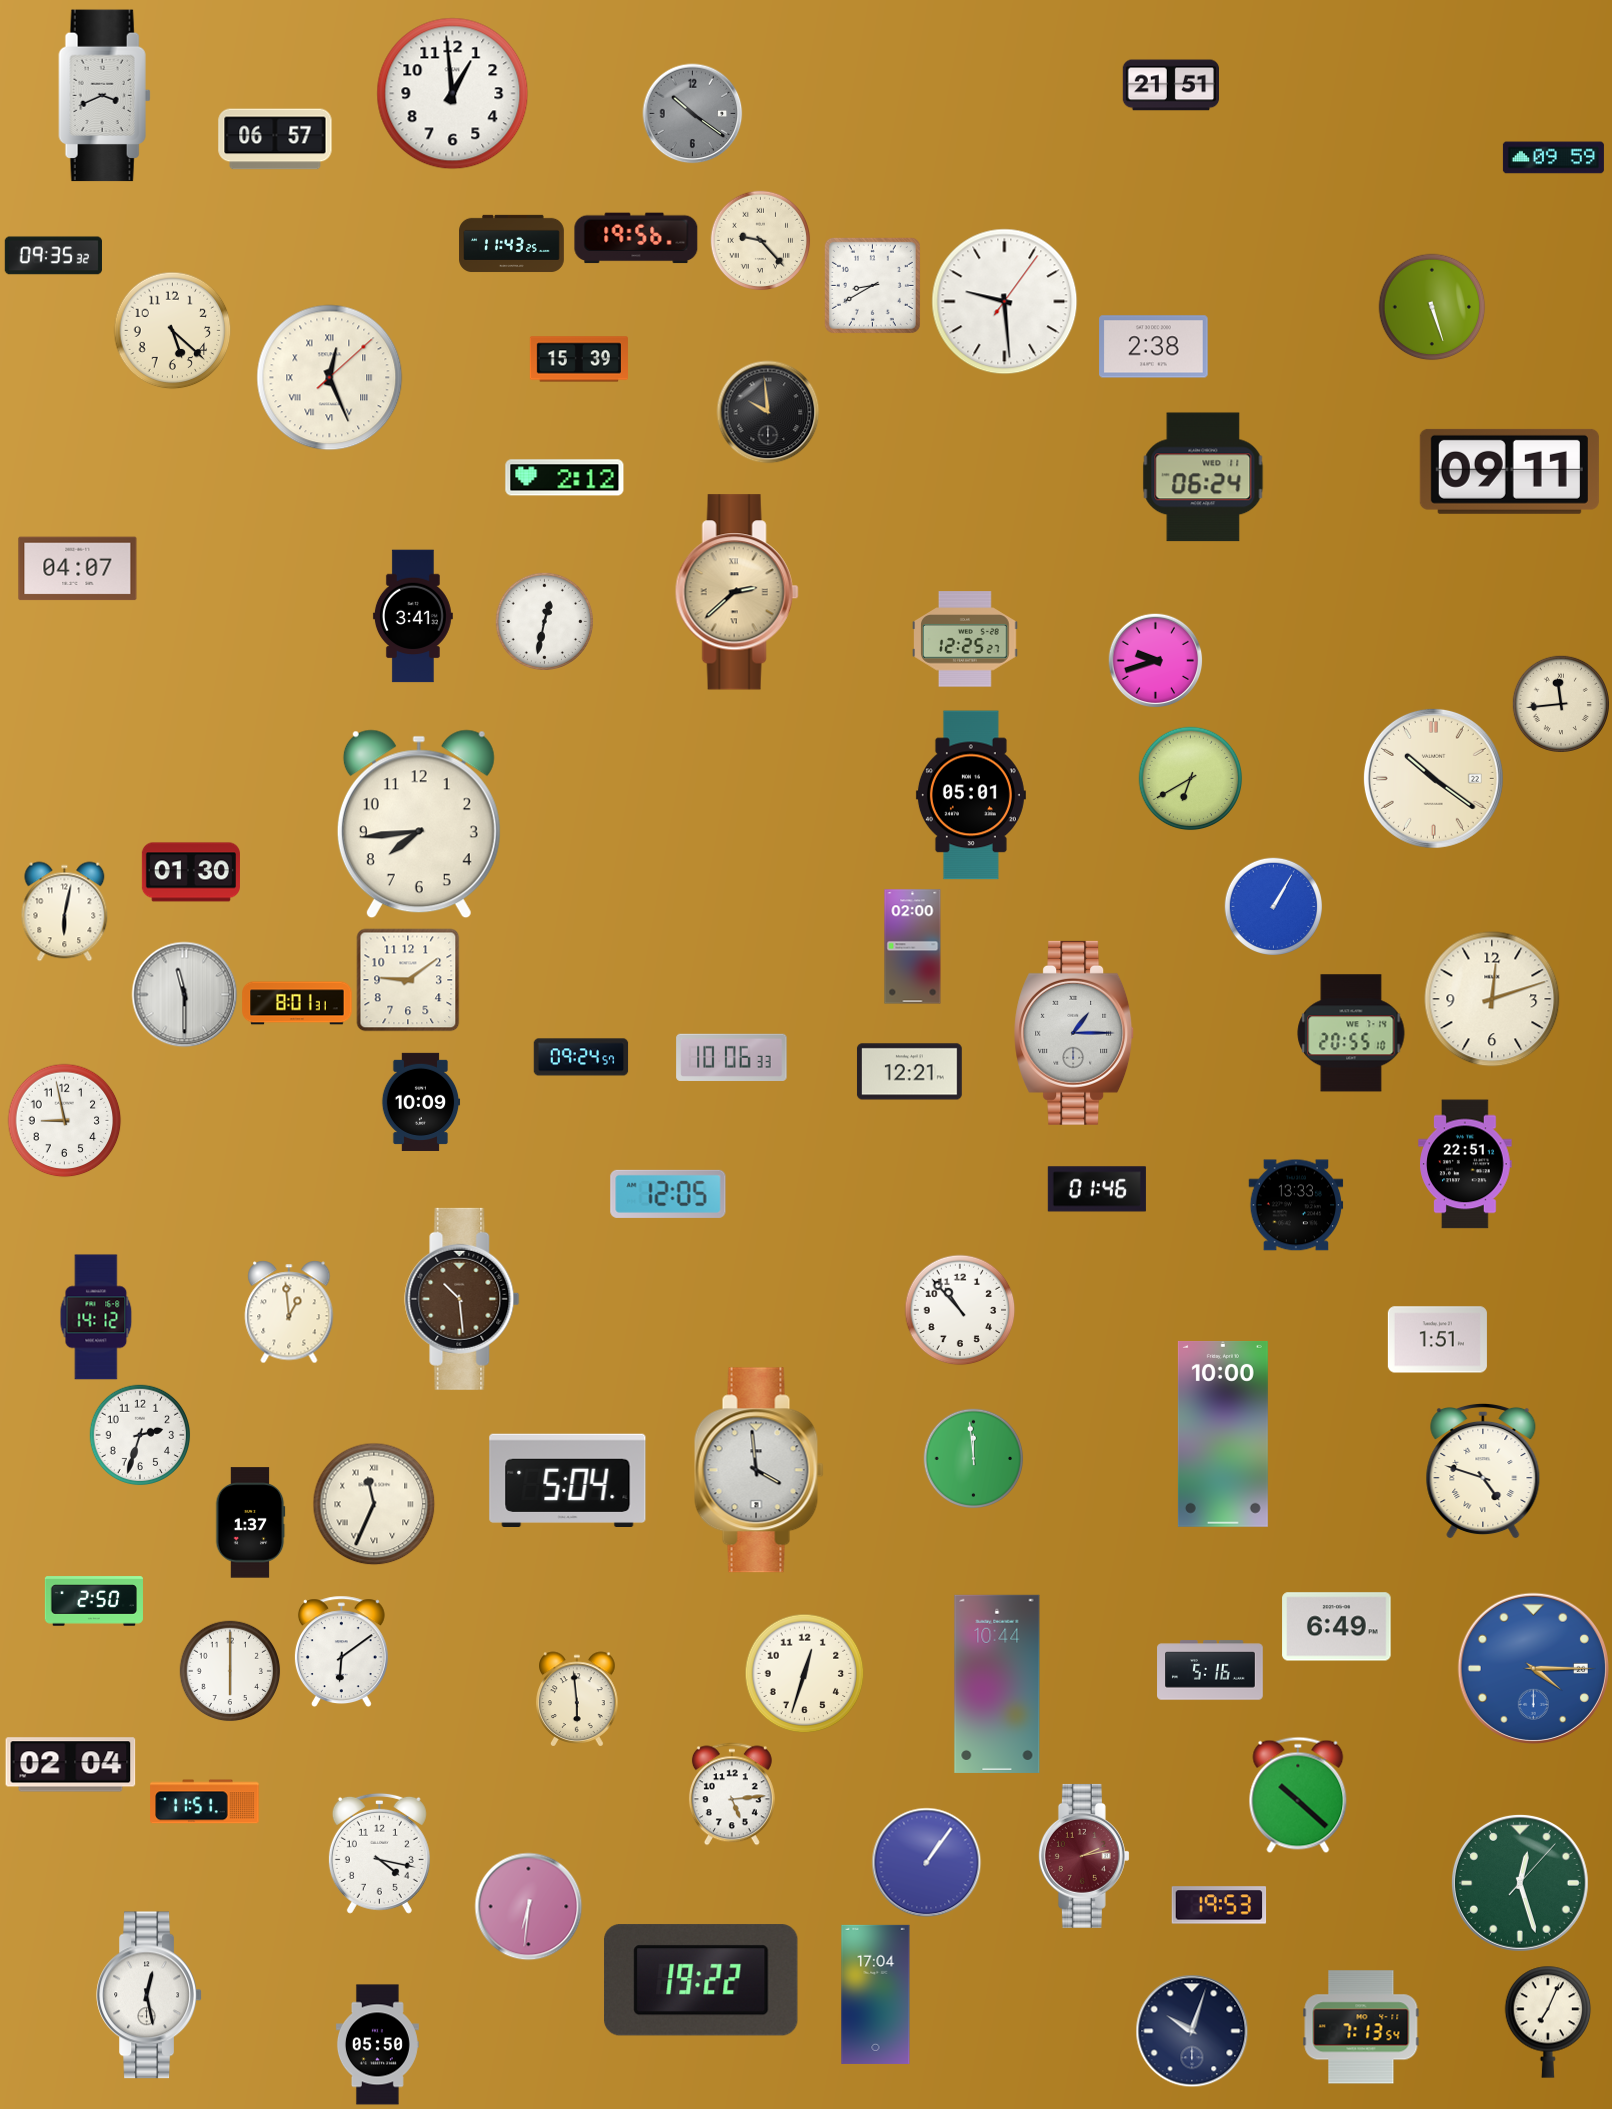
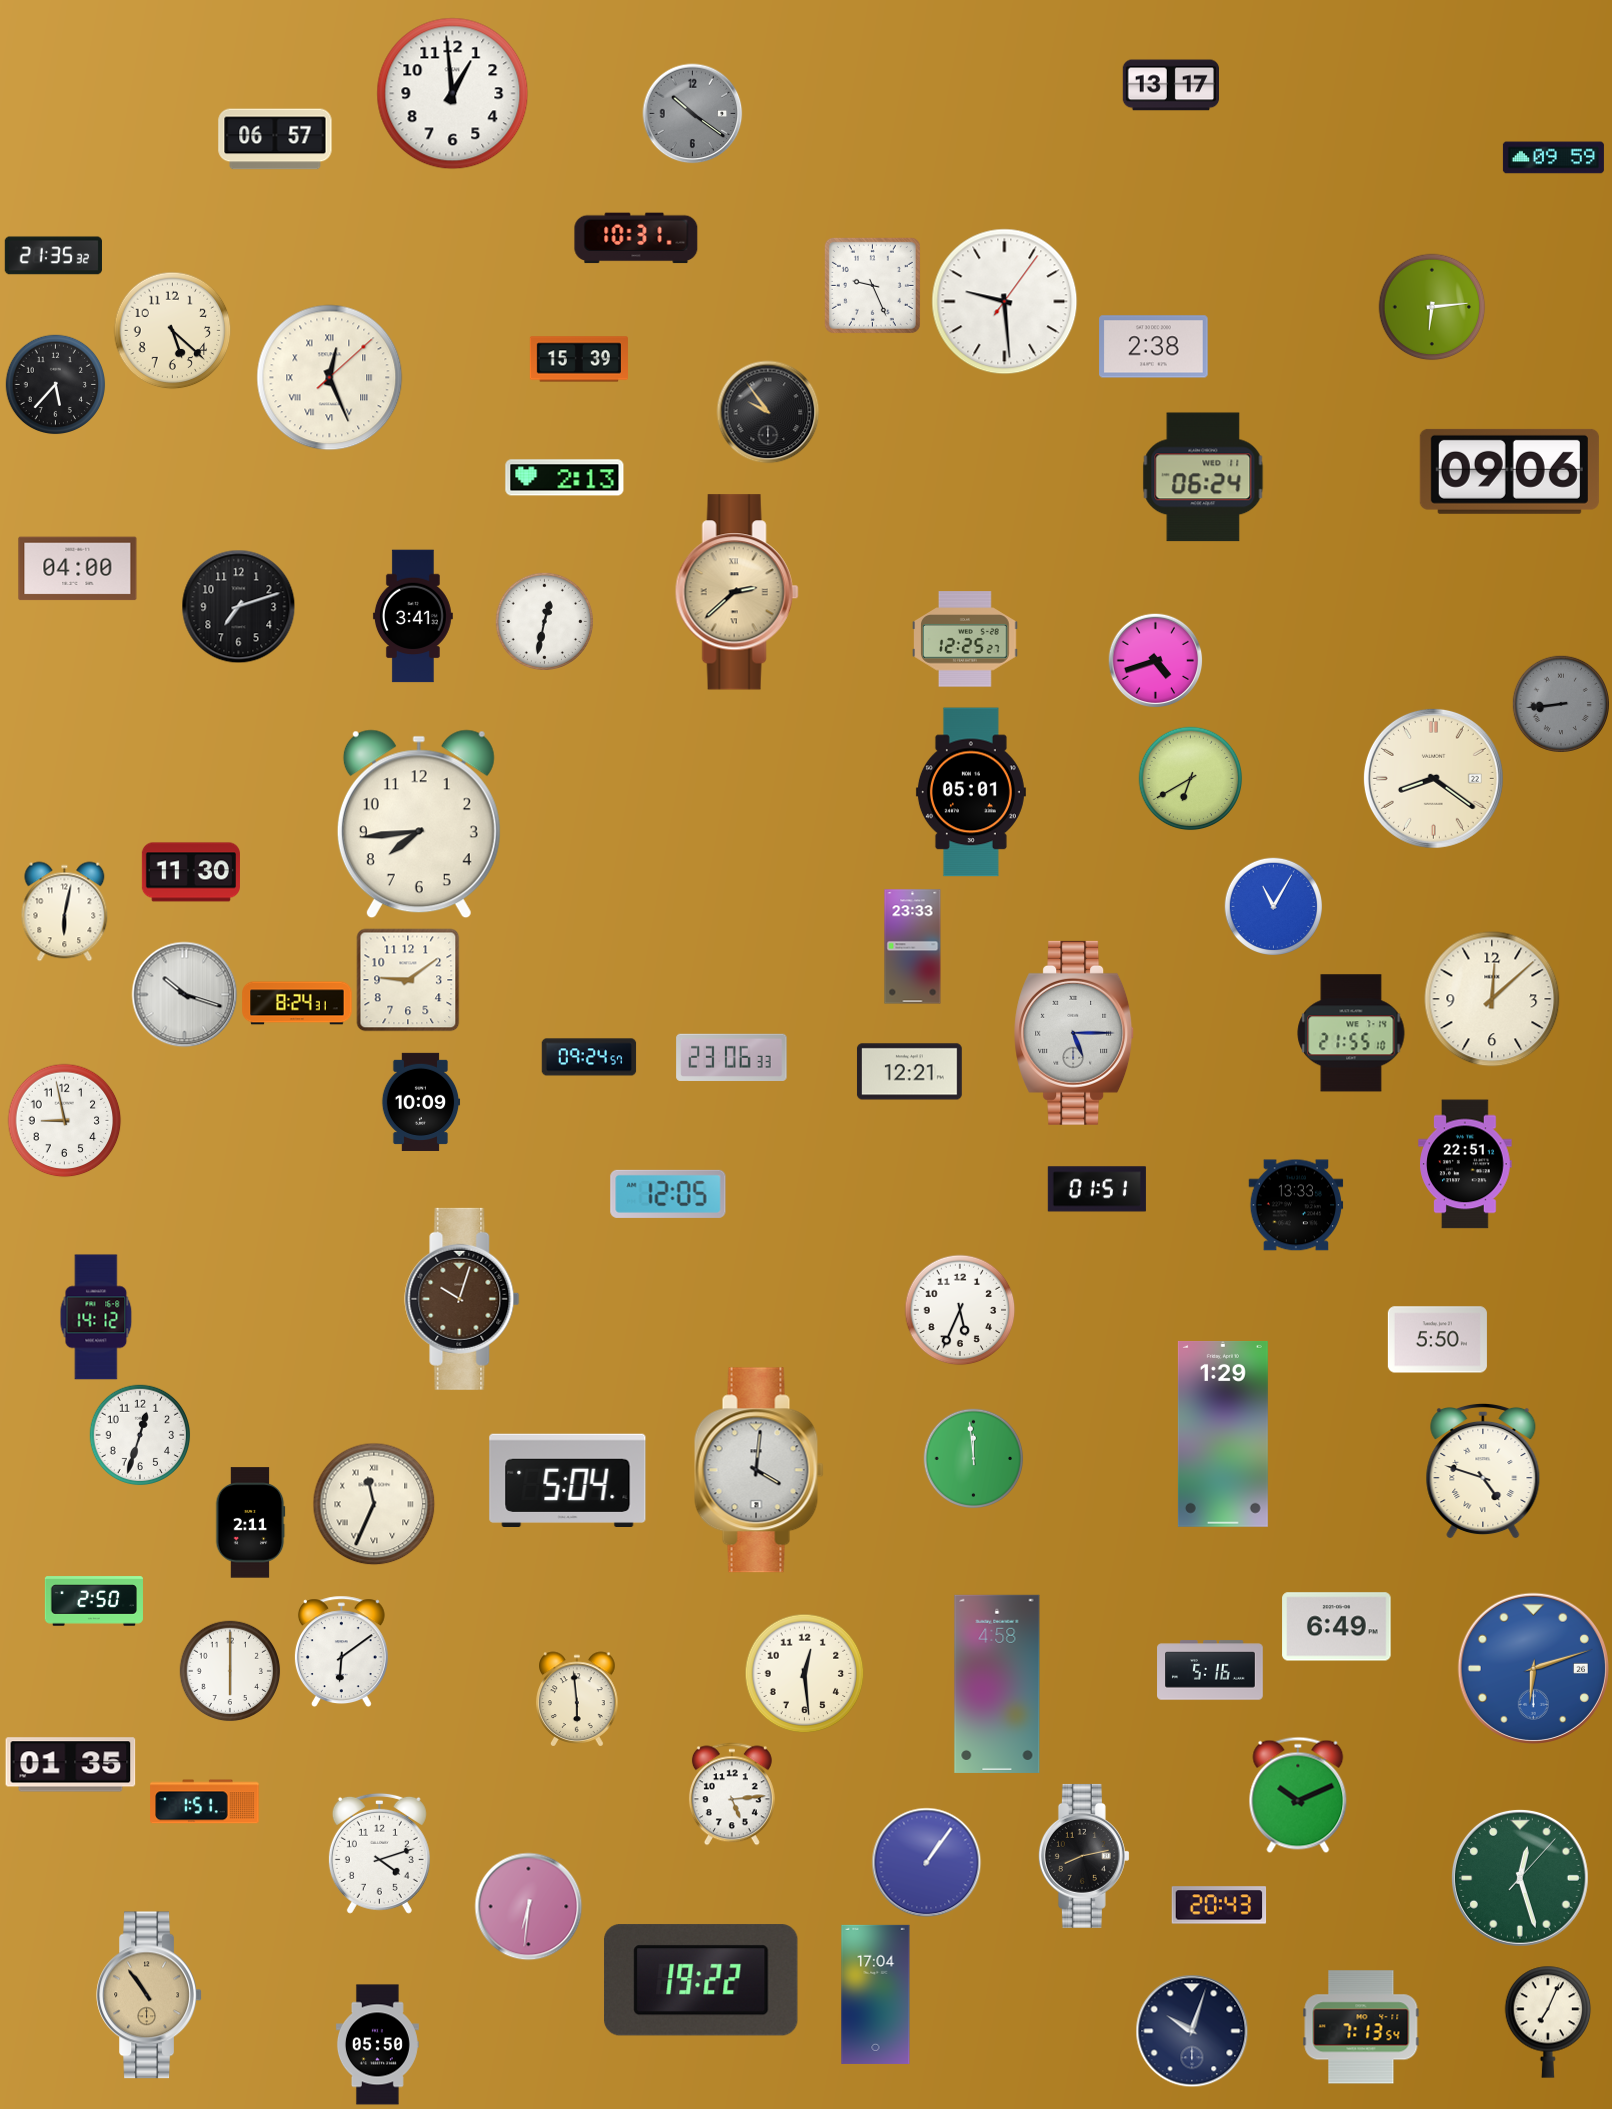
clock at (1170, 85): 21:51 -> 13:17
clock at (105, 96): 3:41 -> none
clock at (636, 238): 19:56 -> 10:31
clock at (761, 241): 9:23 -> none
clock at (512, 244): 11:43 -> none
clock at (53, 256): 09:35 -> 21:35
clock at (872, 285): 8:40 -> 9:26
clock at (1432, 307): 5:27 -> 6:14
clock at (56, 385): none -> 5:37
clock at (768, 412): 9:59 -> 9:54
clock at (1509, 471): 09:11 -> 09:06
clock at (565, 478): 2:12 -> 2:13
clock at (78, 569): 04:07 -> 04:00
clock at (239, 607): none -> 7:12
clock at (1155, 660): 9:42 -> 4:42
clock at (1560, 703): 11:44 -> 8:44
clock at (1560, 703) dial: cream -> grey
clock at (1433, 778): 10:21 -> 8:21
clock at (971, 795) position: (971, 795) -> (971, 792)
clock at (191, 872): 01:30 -> 11:30
clock at (1273, 906): 1:05 -> 11:05
clock at (913, 947): 02:00 -> 23:33
clock at (185, 995): 11:30 -> 10:18
clock at (1492, 999): 12:12 -> 12:08
clock at (297, 1003): 8:01 -> 8:24
clock at (1075, 1033): 1:15 -> 5:15
clock at (1351, 1033): 20:55 -> 21:55
clock at (581, 1057) position: (581, 1057) -> (589, 1057)
clock at (732, 1057): 10:06 -> 23:06
clock at (1097, 1189): 01:46 -> 01:51
clock at (462, 1299): 10:29 -> 10:03
clock at (960, 1310): 10:53 -> 5:34
clock at (289, 1312): 12:59 -> none
clock at (1437, 1340): 1:51 -> 5:50
clock at (1223, 1434): 10:00 -> 1:29
clock at (140, 1435): 2:33 -> 12:33
clock at (759, 1470): 3:59 -> 4:01
clock at (250, 1523): 1:37 -> 2:11
clock at (1533, 1668): 4:15 -> 6:12
clock at (805, 1674): 12:33 -> 12:29
clock at (997, 1684): 10:44 -> 4:58
clock at (71, 1765): 02:04 -> 01:35
clock at (1298, 1795): 10:22 -> 10:11
clock at (205, 1802): 11:51 -> 1:51
clock at (379, 1853): 4:17 -> 4:12
clock at (1084, 1856): 2:13 -> 8:13
clock at (1084, 1856) dial: burgundy -> black
clock at (1520, 1883) position: (1520, 1883) -> (1520, 1878)
clock at (1219, 1905): 19:53 -> 20:43
clock at (149, 1995): 12:28 -> 10:54
clock at (149, 1995) dial: white -> champagne
